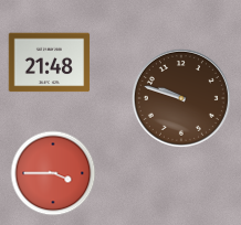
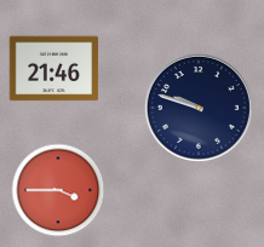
clock at (50, 63): 21:48 -> 21:46
clock at (181, 98) dial: brown -> navy
